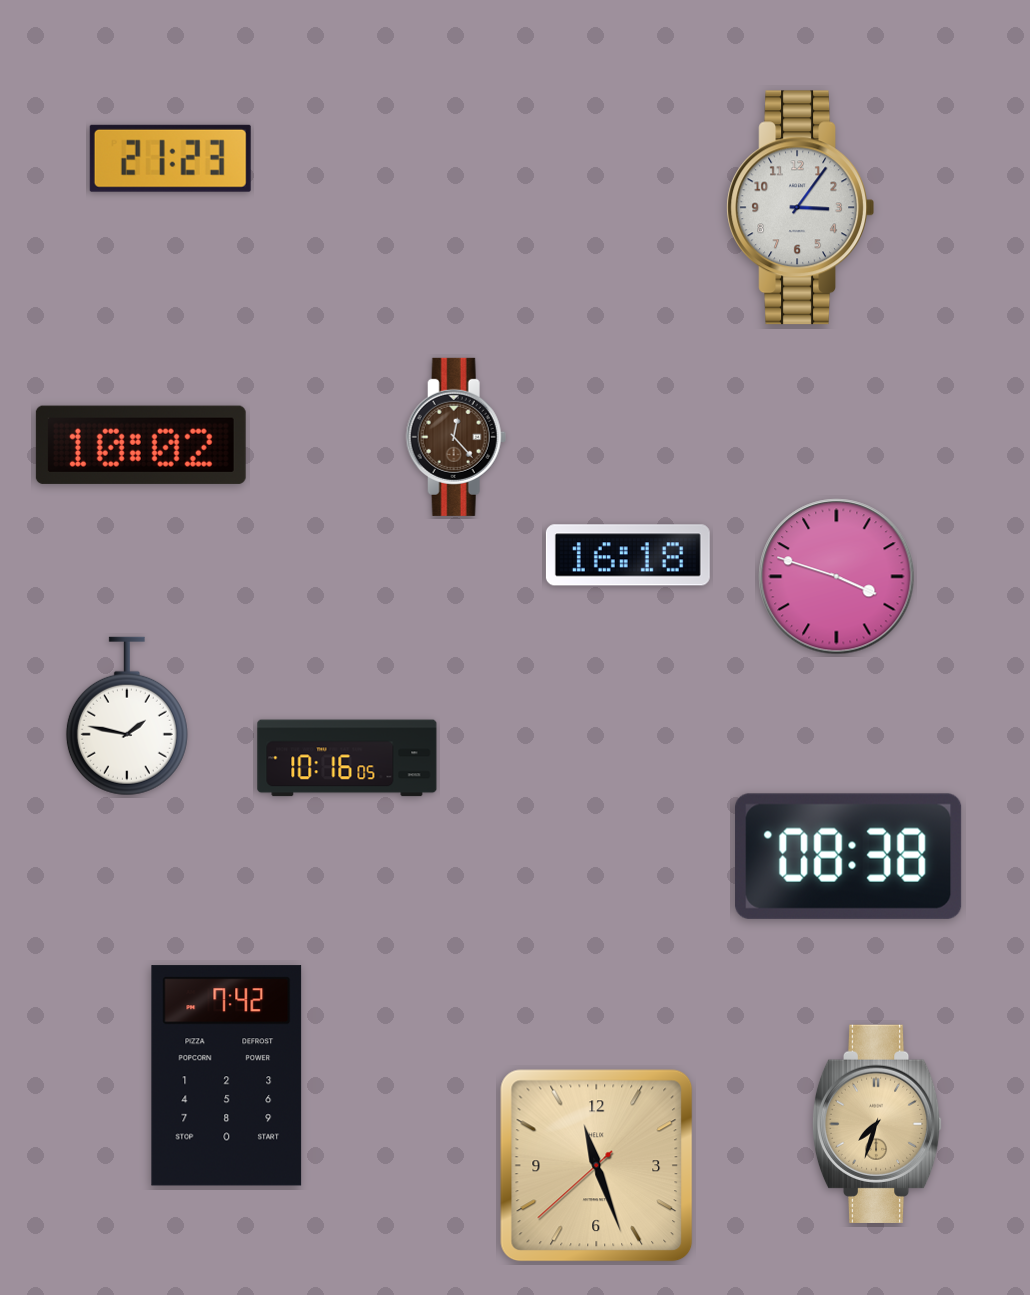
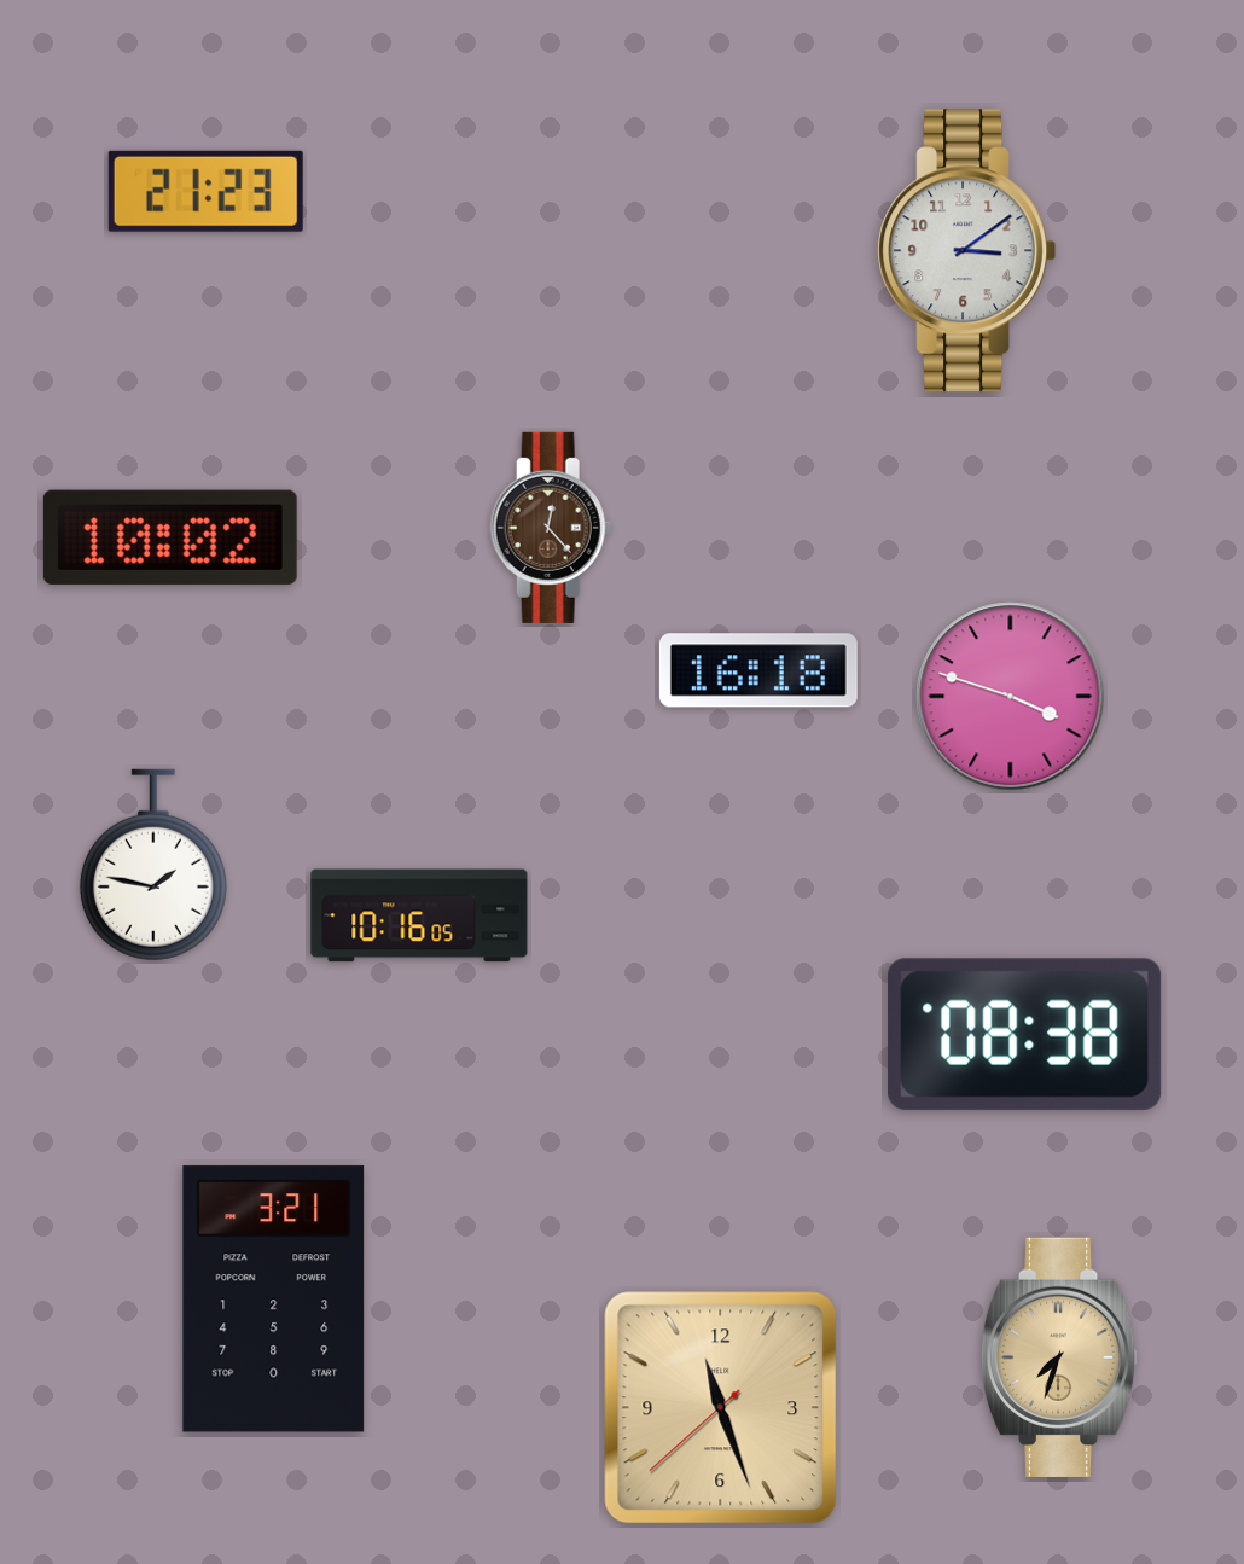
clock at (800, 208): 3:06 -> 3:09
clock at (227, 1076): 7:42 -> 3:21
